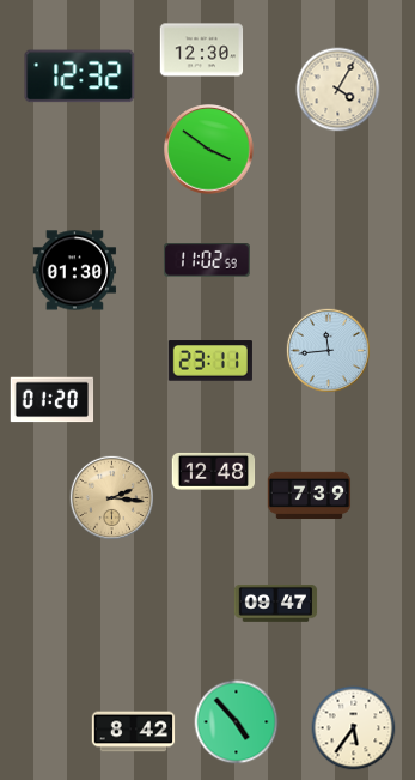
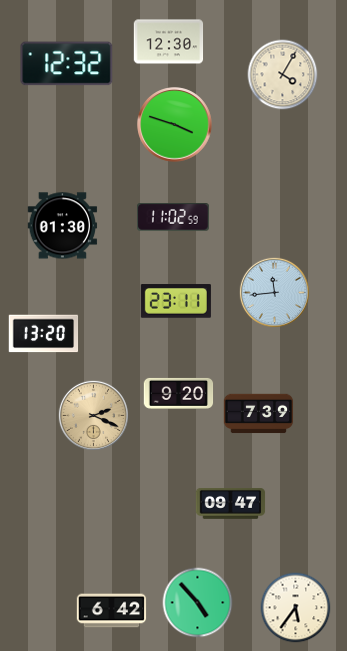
clock at (209, 150): 3:51 -> 3:48
clock at (53, 400): 01:20 -> 13:20
clock at (214, 471): 12:48 -> 9:20
clock at (111, 497): 2:16 -> 2:19
clock at (134, 732): 8:42 -> 6:42
